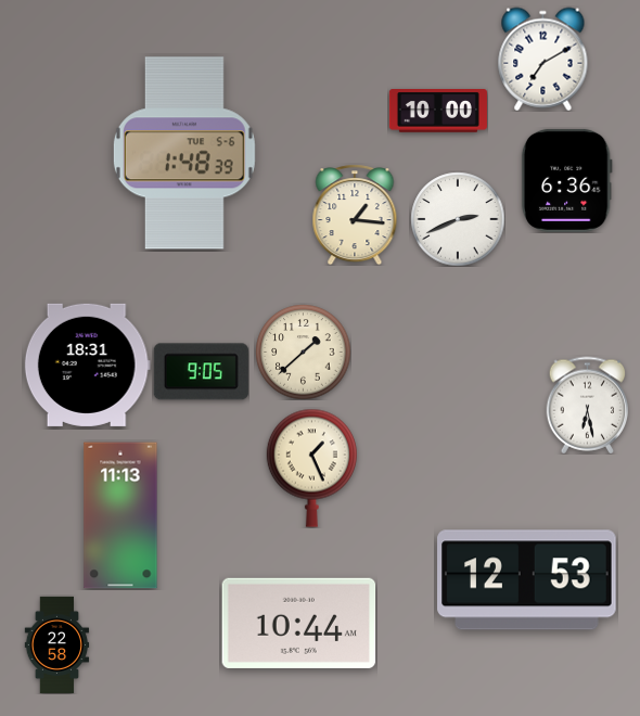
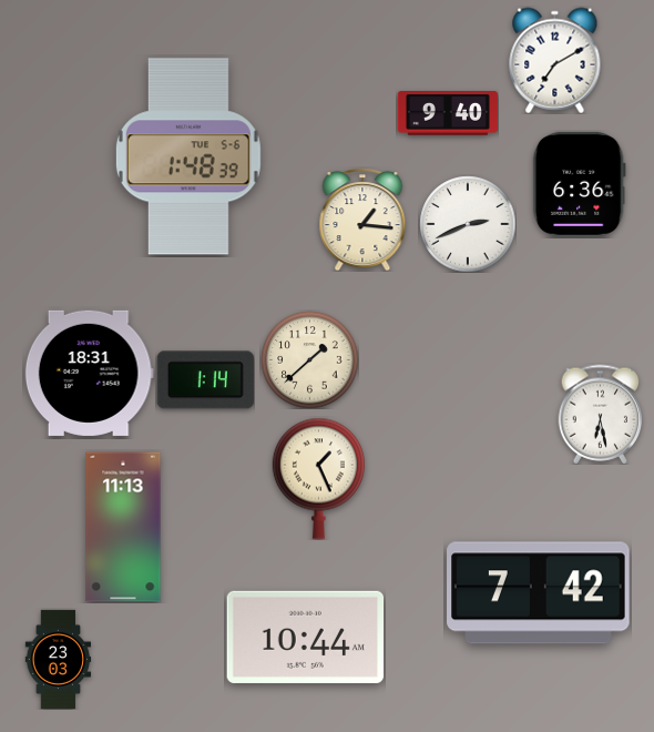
clock at (438, 112): 10:00 -> 9:40
clock at (201, 372): 9:05 -> 1:14
clock at (527, 580): 12:53 -> 7:42
clock at (57, 644): 22:58 -> 23:03
